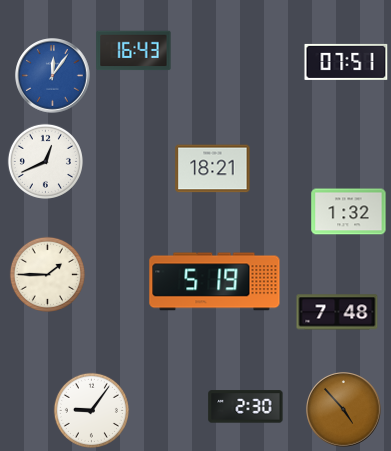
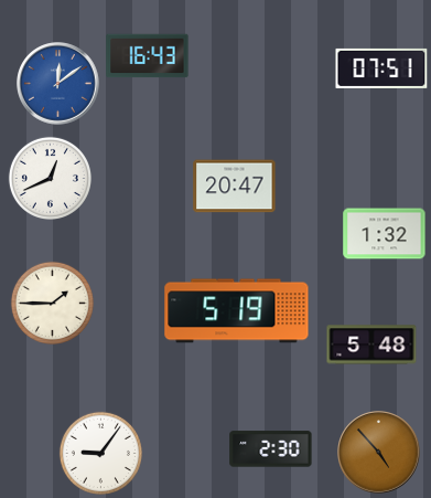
clock at (53, 76): 12:06 -> 12:09
clock at (213, 169): 18:21 -> 20:47
clock at (337, 312): 7:48 -> 5:48
